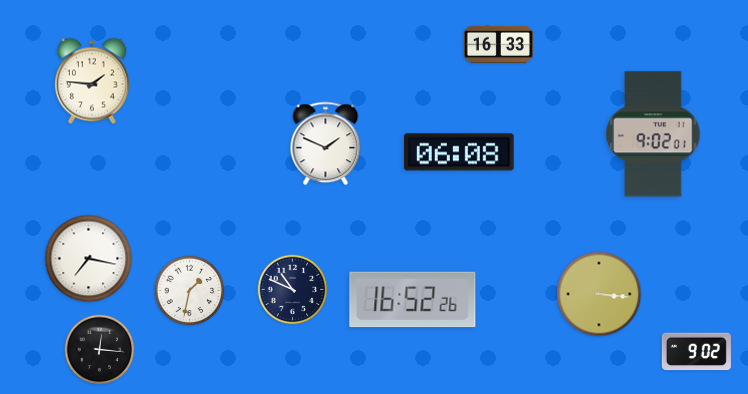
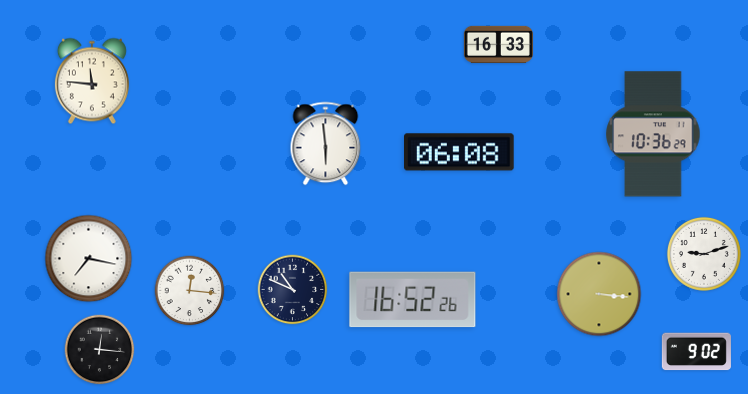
clock at (92, 81): 1:46 -> 11:46
clock at (653, 134): 9:02 -> 10:36
clock at (326, 144): 1:49 -> 5:59
clock at (704, 254): none -> 9:12
clock at (190, 291): 1:32 -> 12:16
